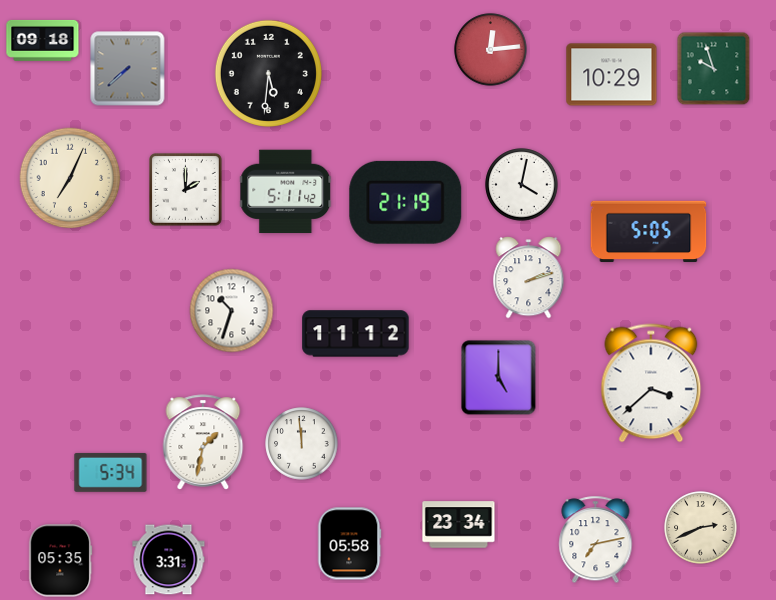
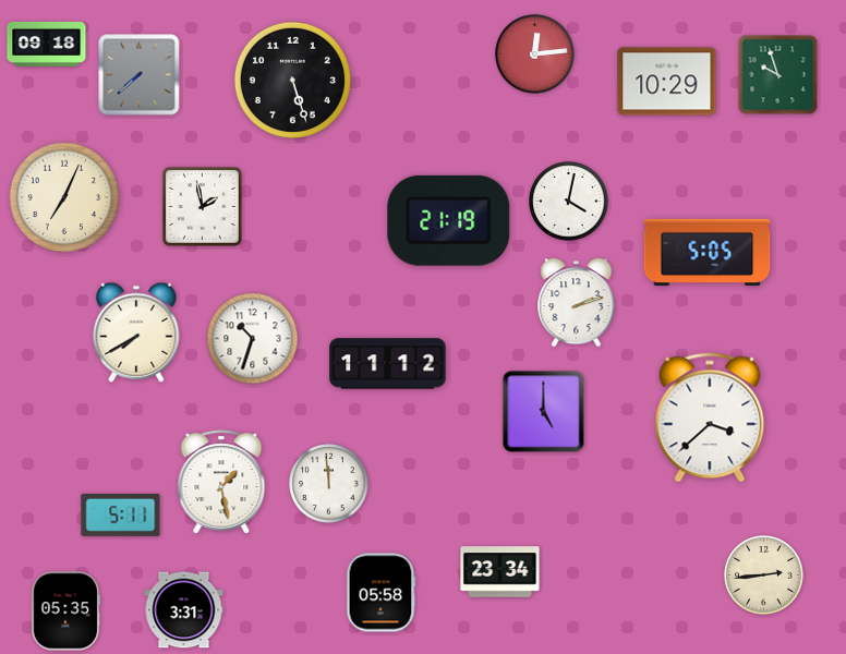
clock at (268, 73): 5:31 -> 5:27
clock at (70, 178) position: (70, 178) -> (64, 197)
clock at (186, 190): 2:00 -> 1:58
clock at (286, 192): 5:11 -> none
clock at (406, 202) position: (406, 202) -> (449, 220)
clock at (136, 332): none -> 7:40
clock at (203, 442): 1:32 -> 1:28
clock at (111, 472): 5:34 -> 5:11
clock at (701, 528): 2:41 -> 2:44
clock at (596, 540): 7:13 -> none
